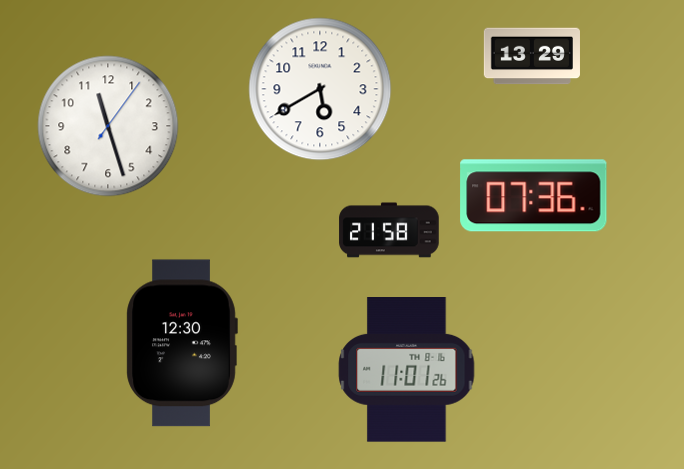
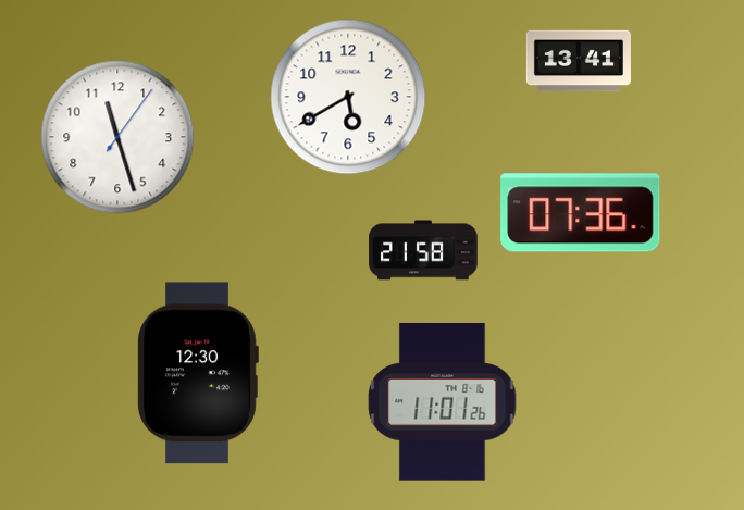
clock at (532, 56): 13:29 -> 13:41
